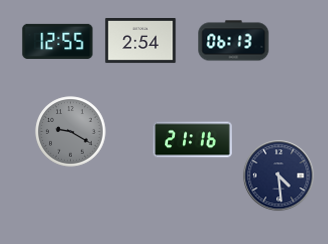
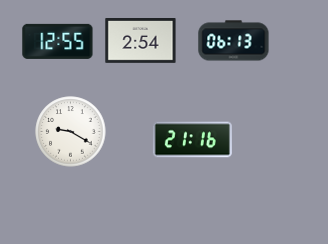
clock at (71, 132) dial: grey -> white
clock at (279, 176): 4:29 -> none
